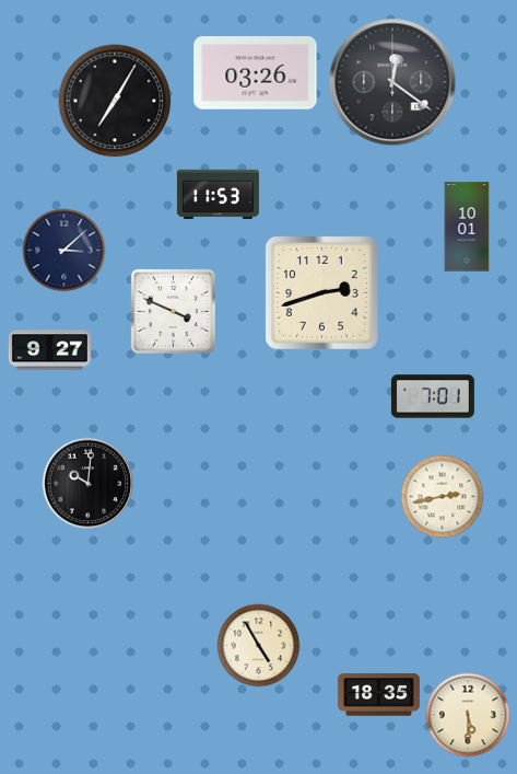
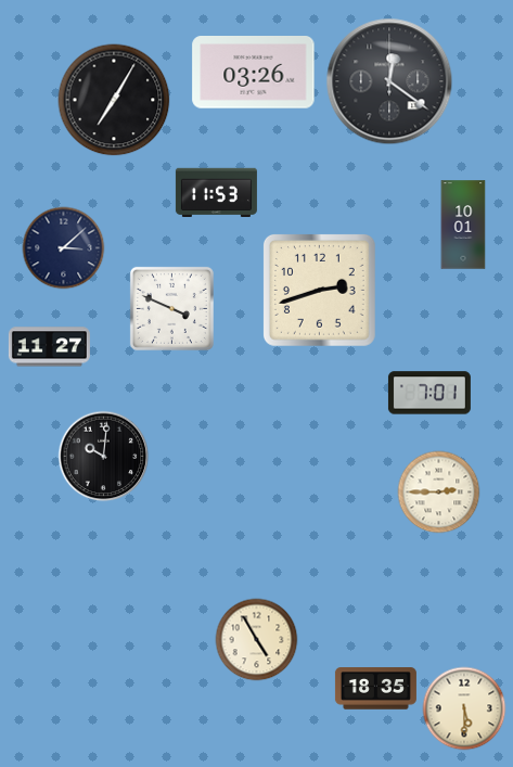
clock at (49, 350): 9:27 -> 11:27
clock at (89, 484) position: (89, 484) -> (104, 457)
clock at (443, 497): 2:43 -> 2:45
